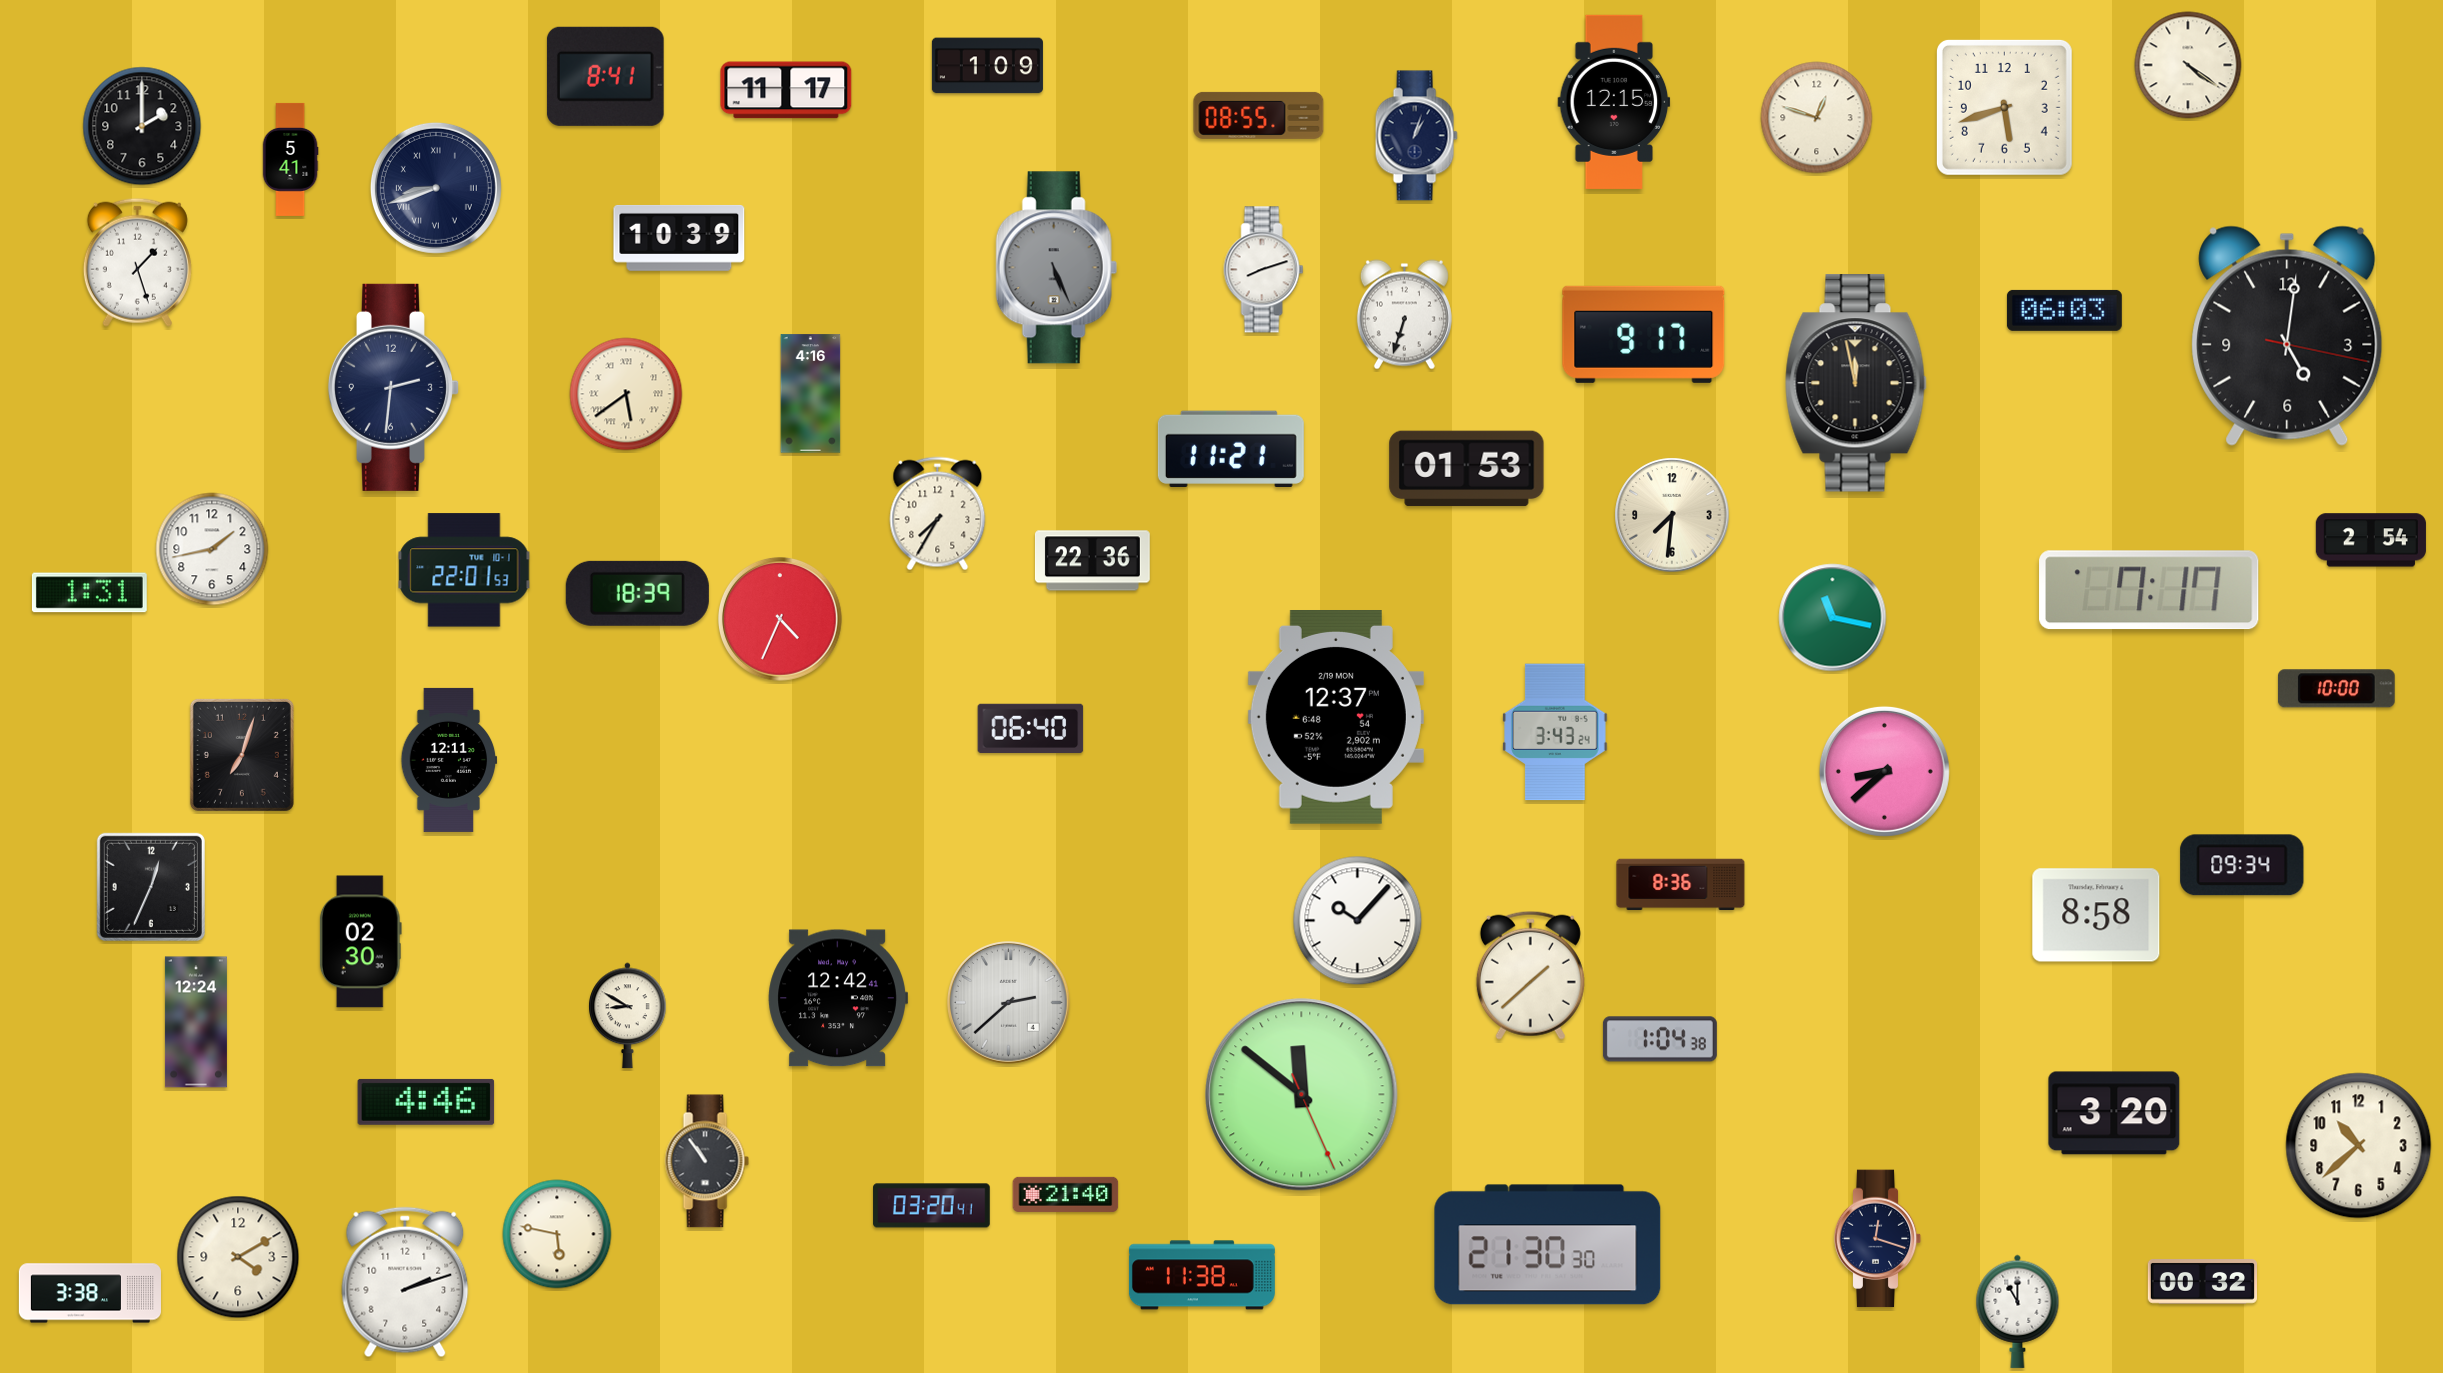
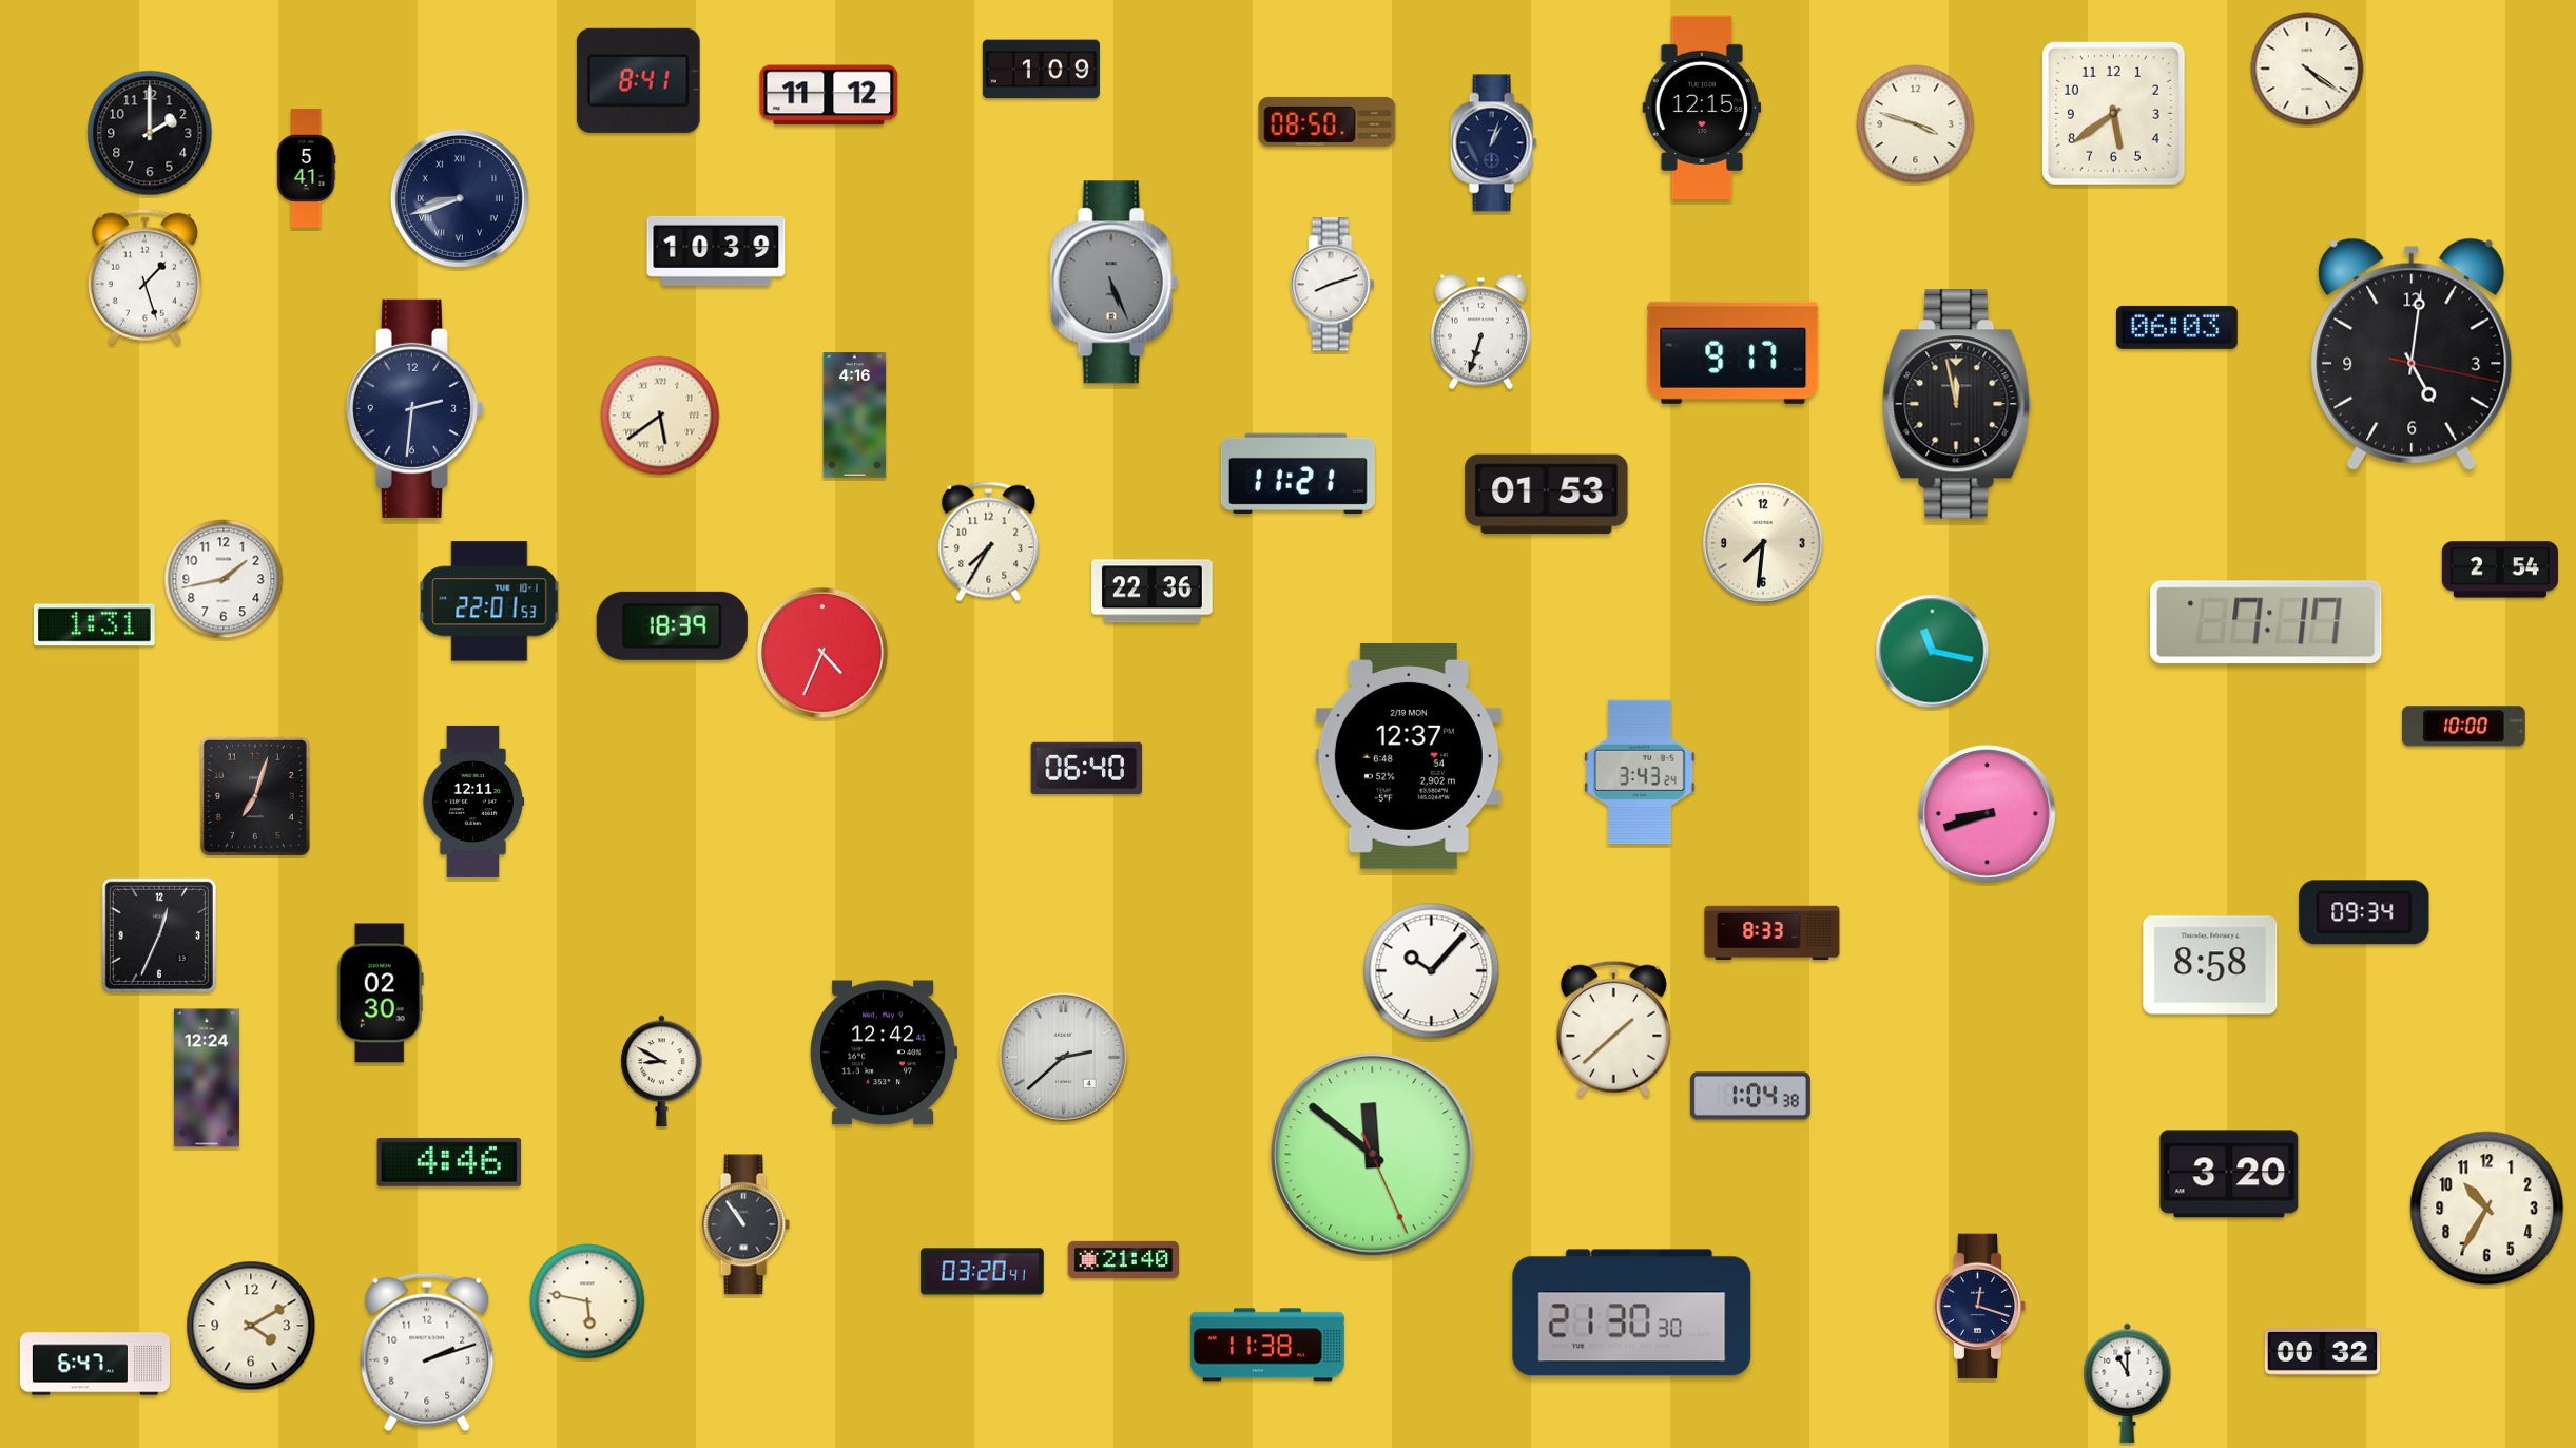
clock at (786, 90): 11:17 -> 11:12
clock at (2004, 107): 5:42 -> 5:39
clock at (1259, 115): 08:55 -> 08:50
clock at (1817, 118): 12:48 -> 3:48
clock at (1884, 771): 8:38 -> 8:42
clock at (1681, 885): 8:36 -> 8:33
clock at (2359, 1146): 10:38 -> 10:35
clock at (90, 1293): 3:38 -> 6:47
